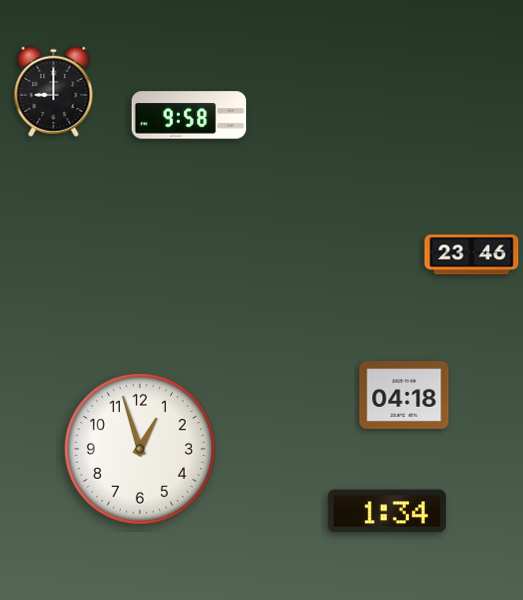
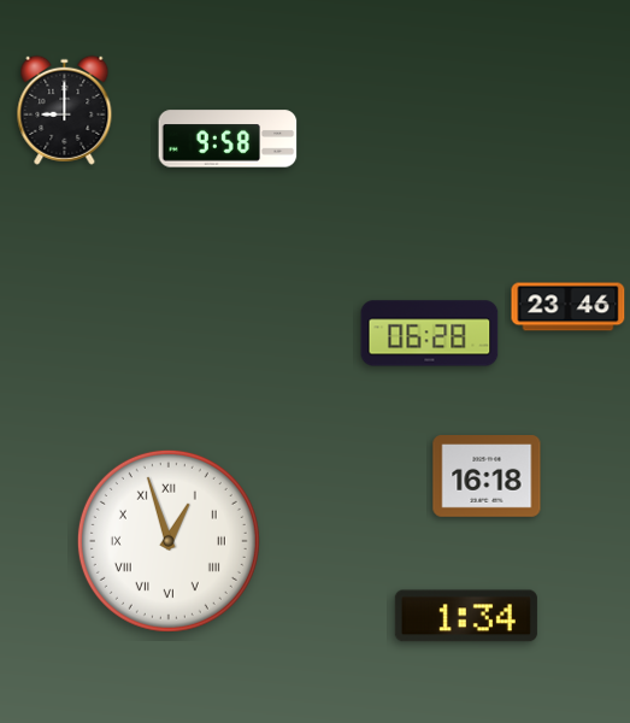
clock at (430, 334): none -> 06:28
clock at (404, 395): 04:18 -> 16:18
clock at (140, 449) numerals: Arabic -> Roman
